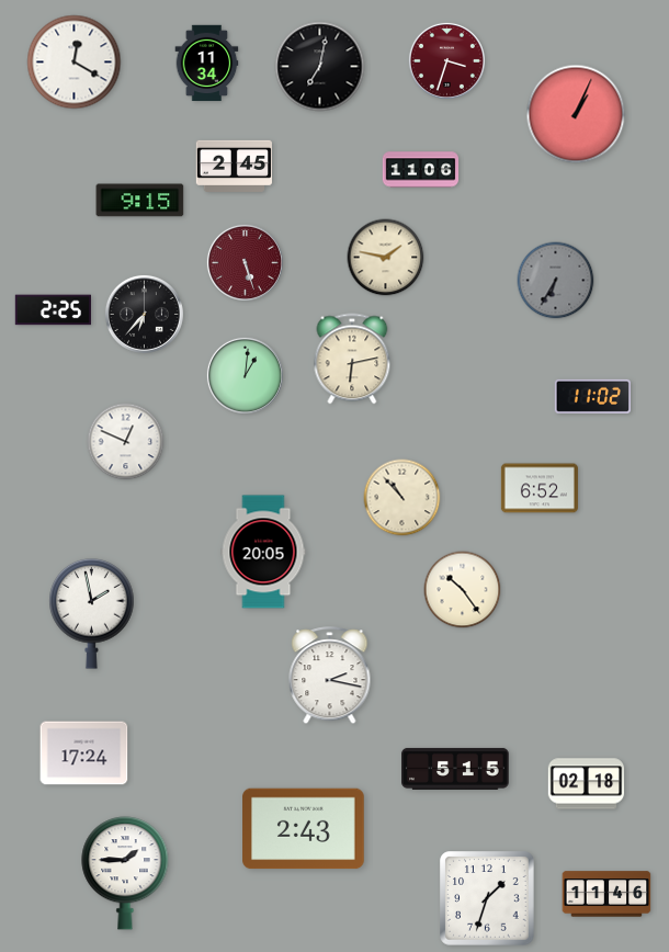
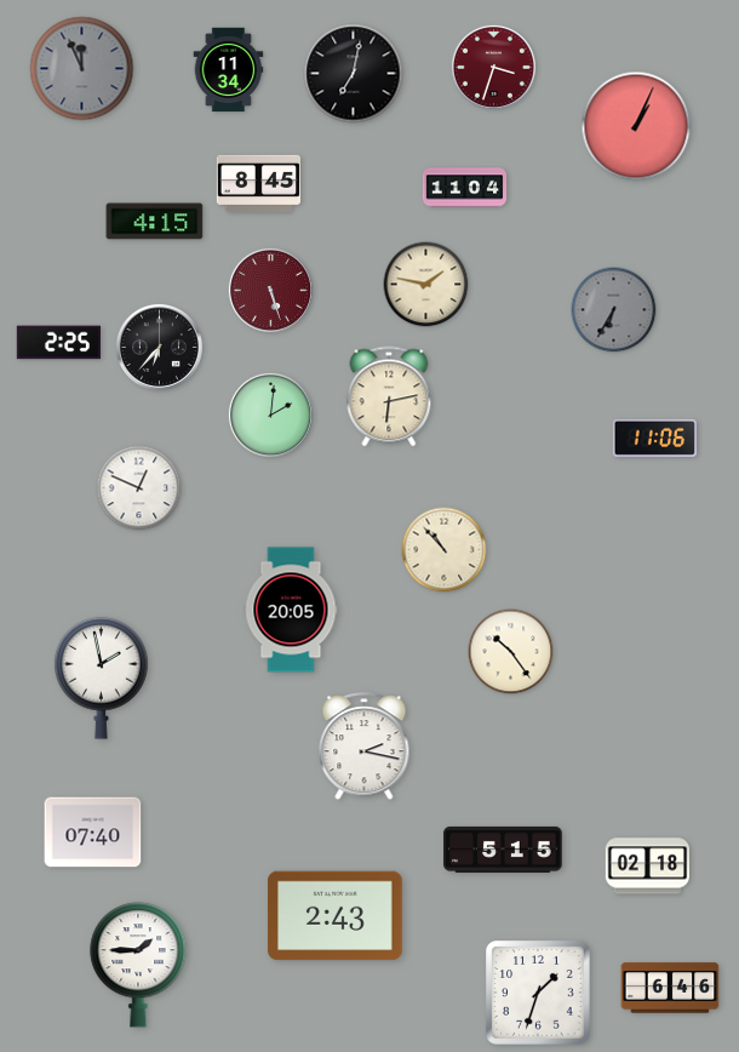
clock at (75, 63): 12:20 -> 11:56
clock at (75, 63) dial: white -> grey
clock at (234, 166): 2:45 -> 8:45
clock at (421, 170): 11:06 -> 11:04
clock at (140, 201): 9:15 -> 4:15
clock at (245, 375): 1:01 -> 2:01
clock at (592, 396): 11:02 -> 11:06
clock at (540, 488): 6:52 -> none
clock at (84, 753): 17:24 -> 07:40
clock at (606, 894): 11:46 -> 6:46
